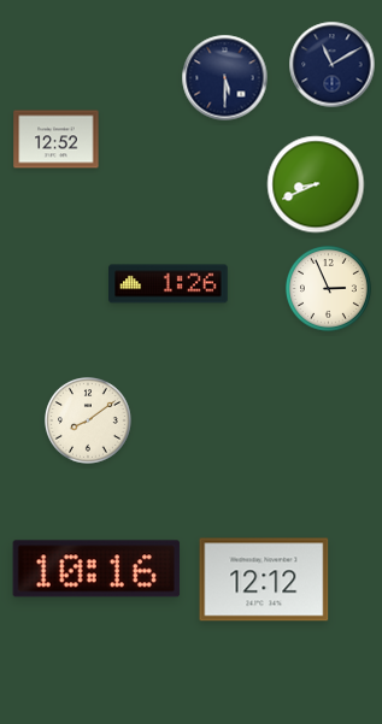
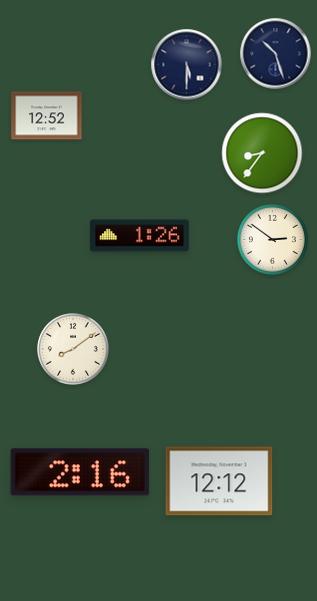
clock at (333, 65): 11:10 -> 10:27
clock at (316, 184): 8:41 -> 8:36
clock at (328, 288): 2:56 -> 2:51
clock at (96, 569): 10:16 -> 2:16
